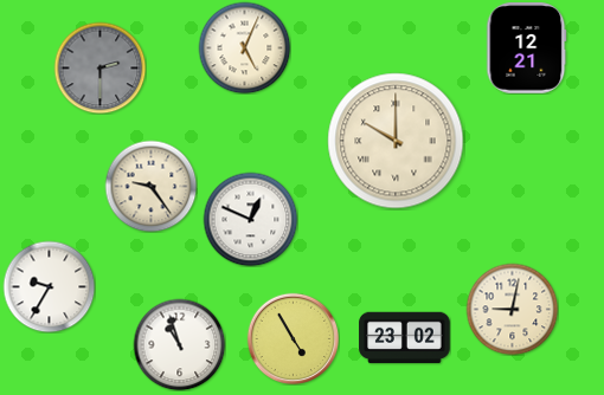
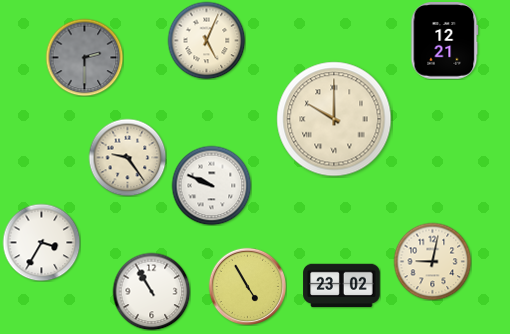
clock at (250, 219): 12:49 -> 9:49
clock at (49, 286): 9:35 -> 3:35
clock at (179, 344): 10:57 -> 10:55
